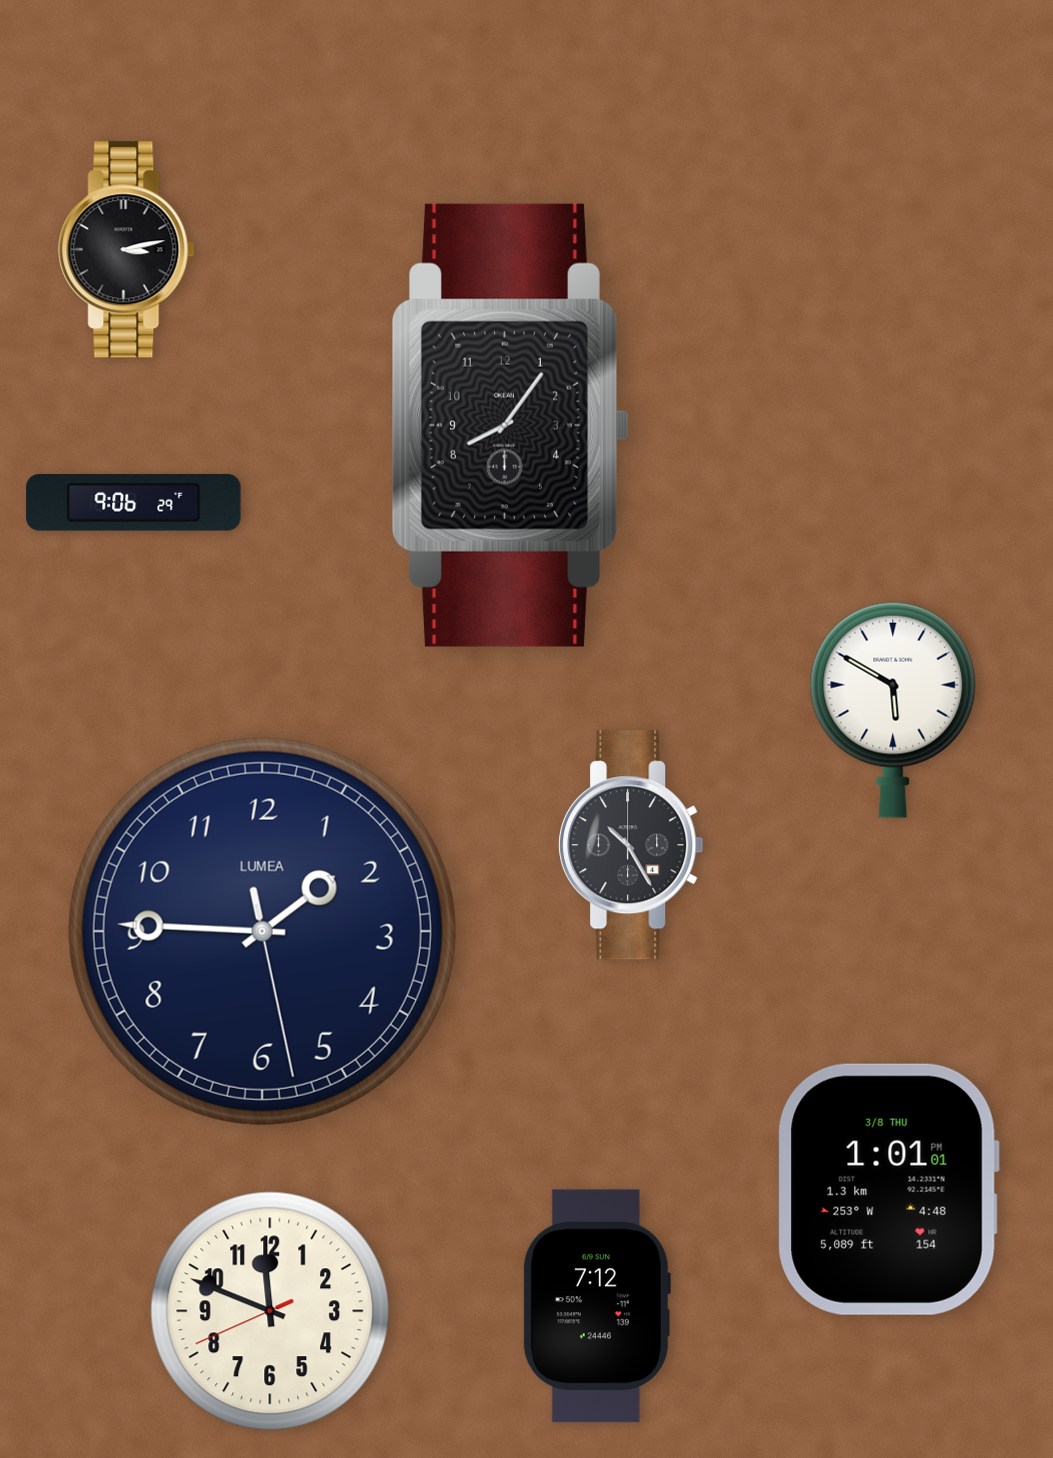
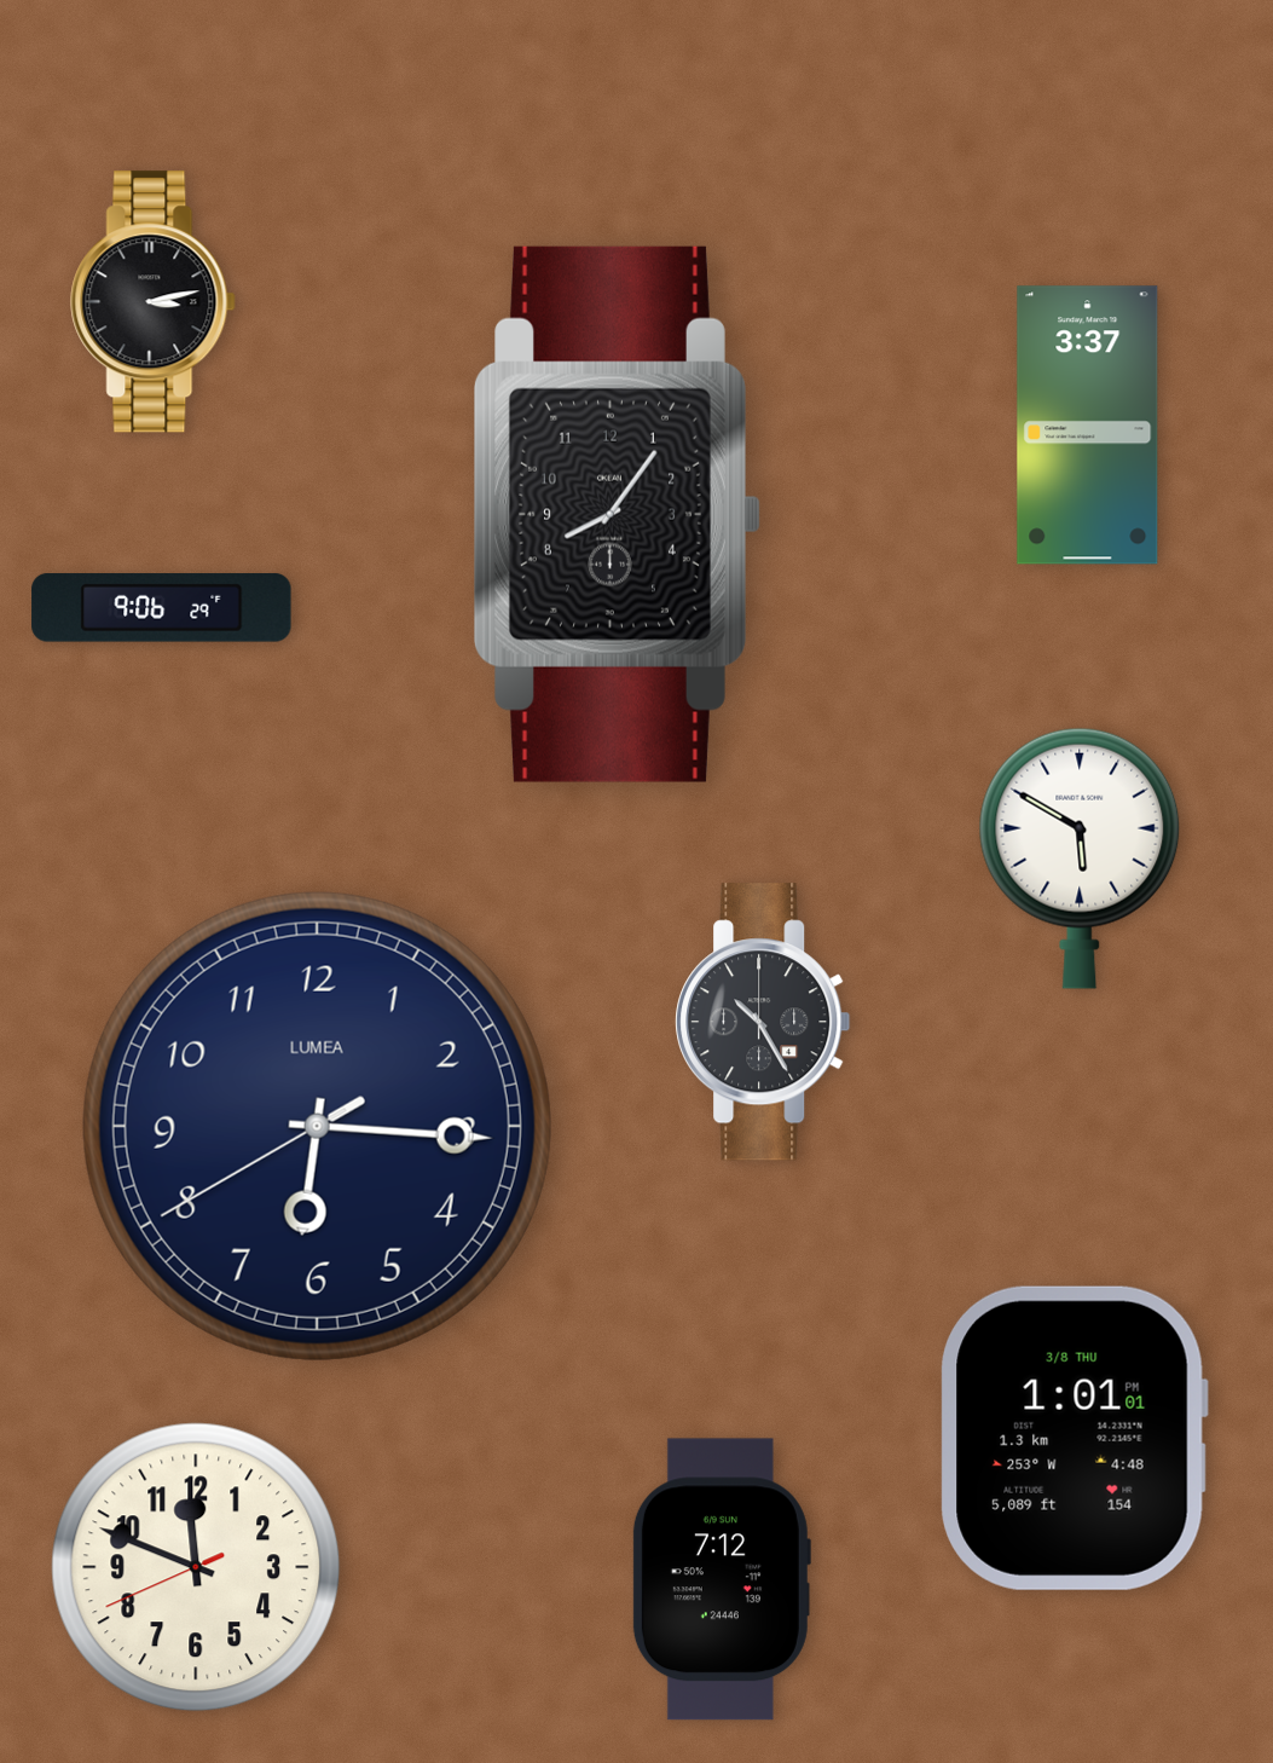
clock at (1088, 426): none -> 3:37
clock at (262, 931): 1:45 -> 6:15
clock at (270, 1311) position: (270, 1311) -> (196, 1567)
